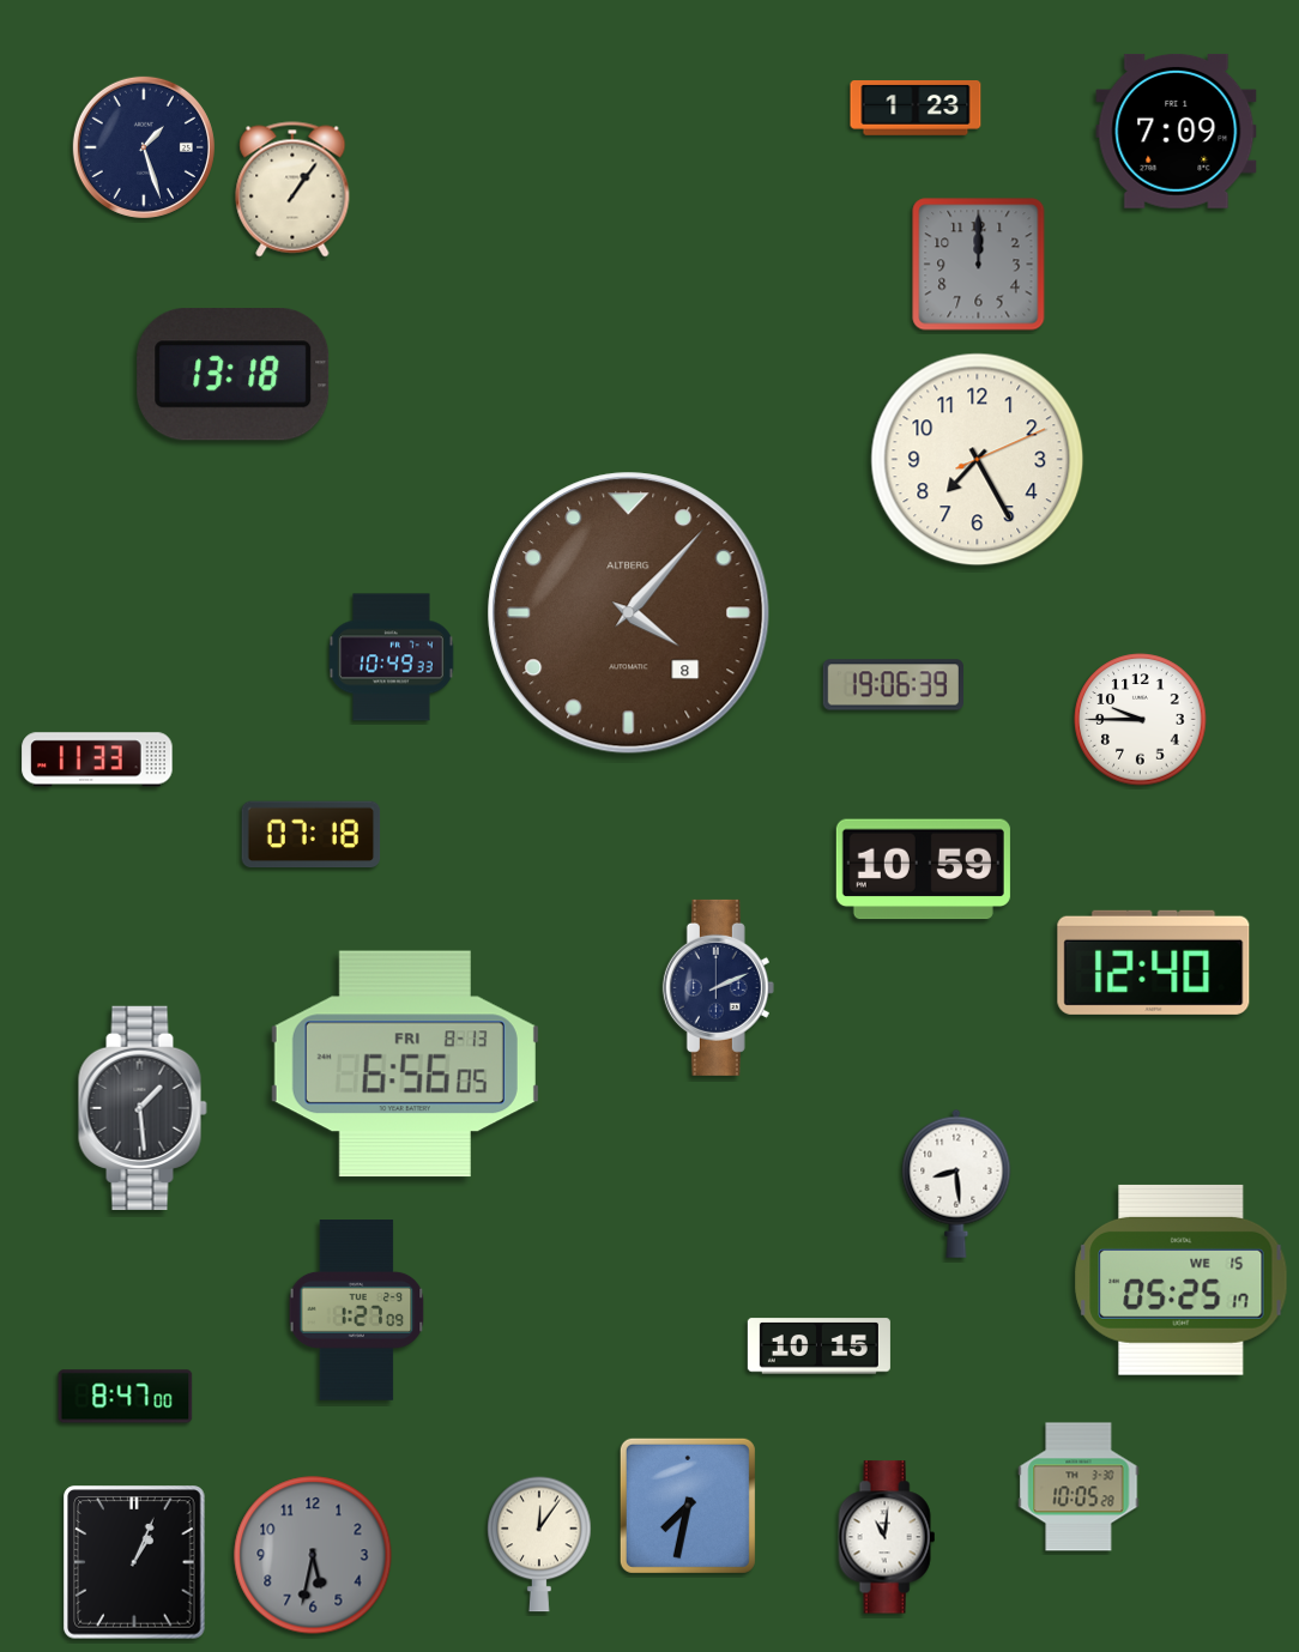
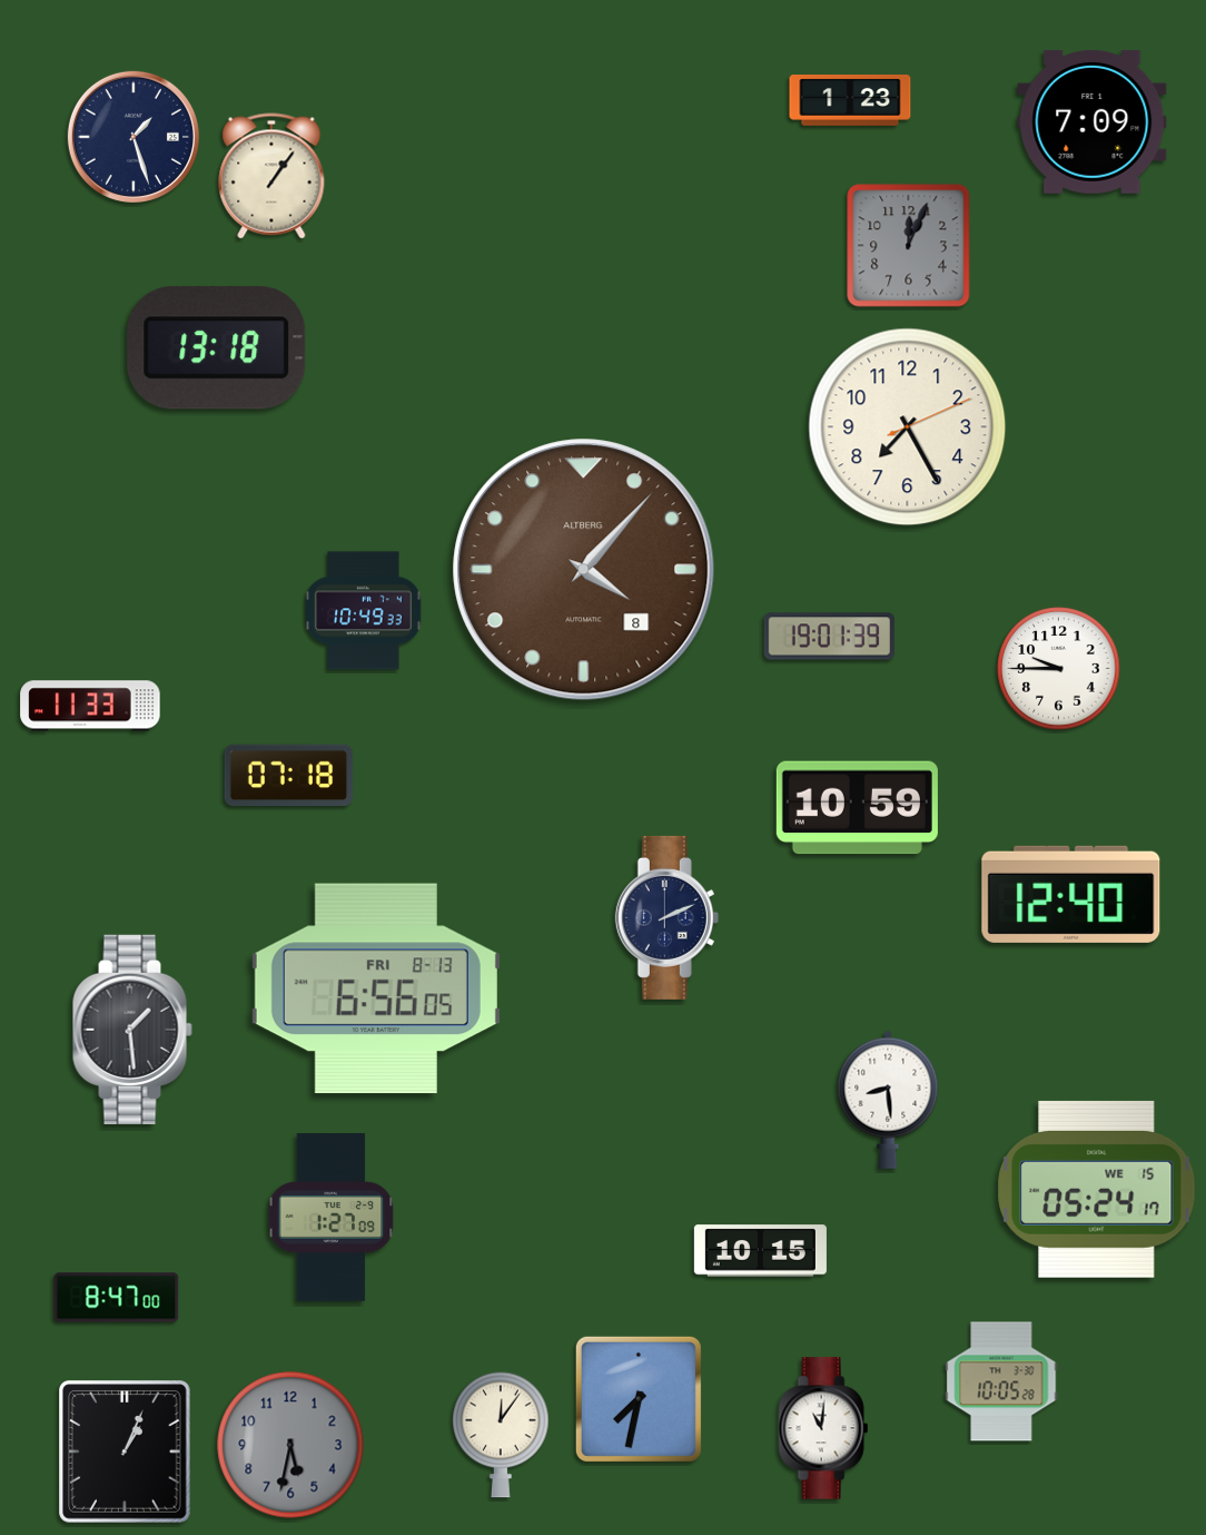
clock at (979, 265): 12:00 -> 12:04
clock at (893, 685): 19:06 -> 19:01
clock at (1182, 1279): 05:25 -> 05:24
